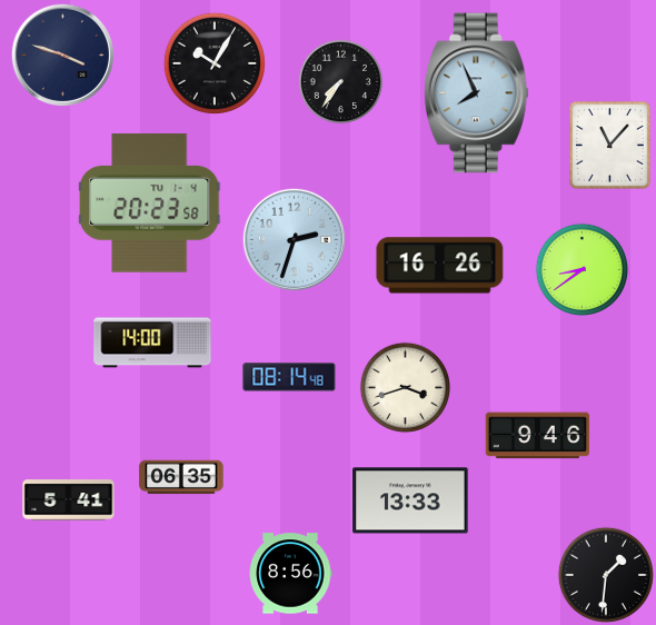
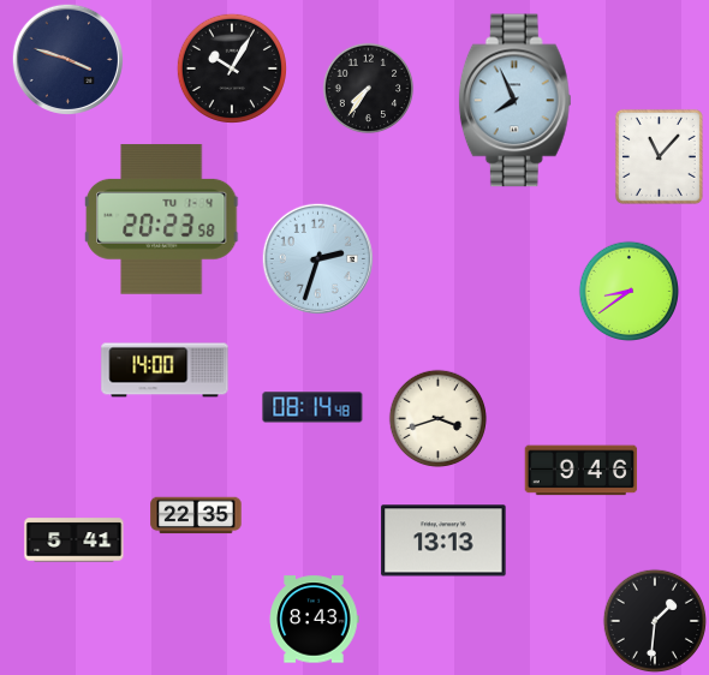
clock at (440, 266): 16:26 -> none
clock at (181, 477): 06:35 -> 22:35
clock at (410, 500): 13:33 -> 13:13
clock at (290, 574): 8:56 -> 8:43
